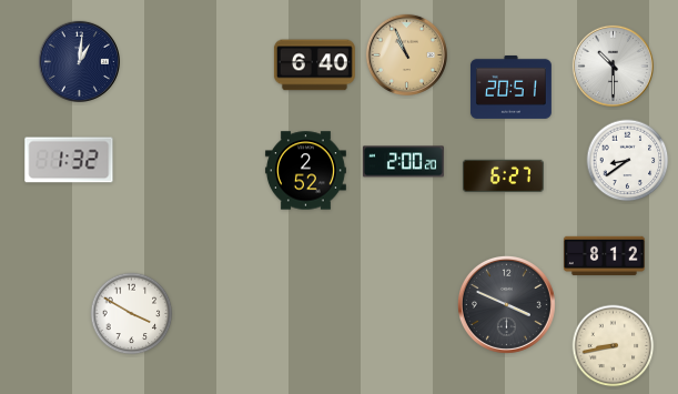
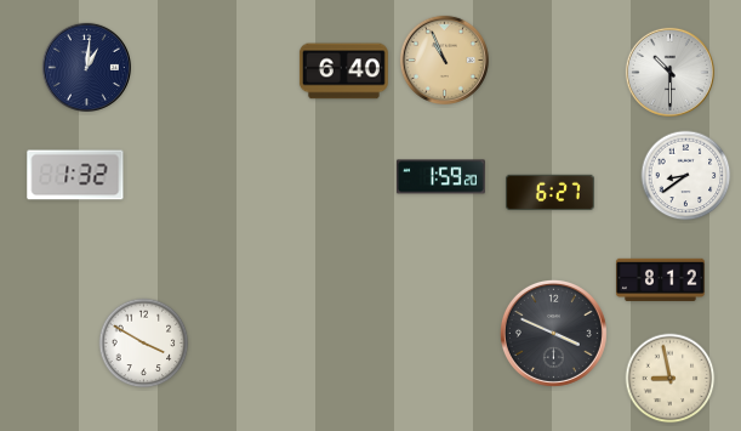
clock at (510, 87): 20:51 -> none
clock at (403, 162): 2:00 -> 1:59
clock at (305, 171): 2:52 -> none
clock at (614, 346): 8:43 -> 8:58
